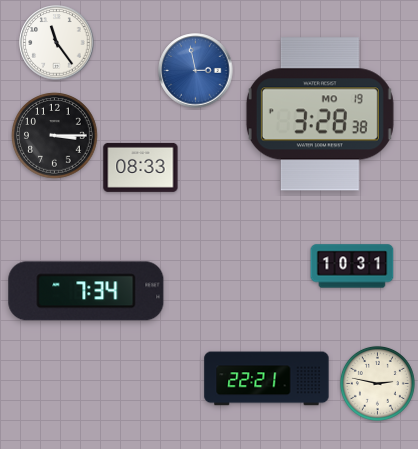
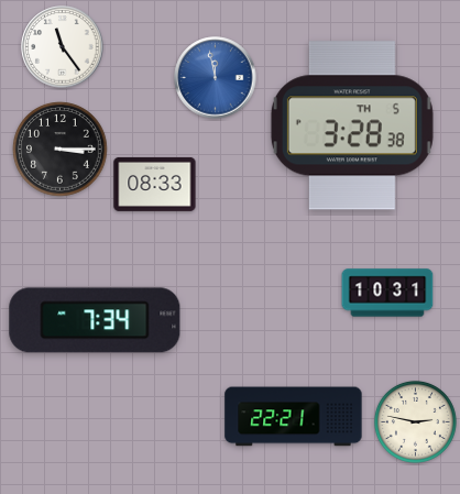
clock at (196, 71): 2:58 -> 11:58
clock at (320, 114) date: MO 19 -> TH 5
